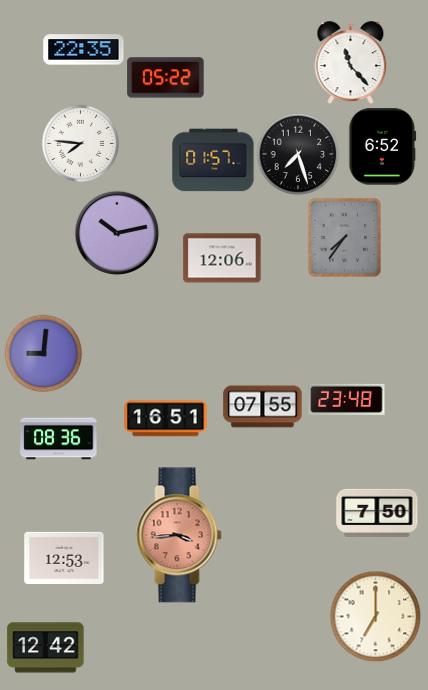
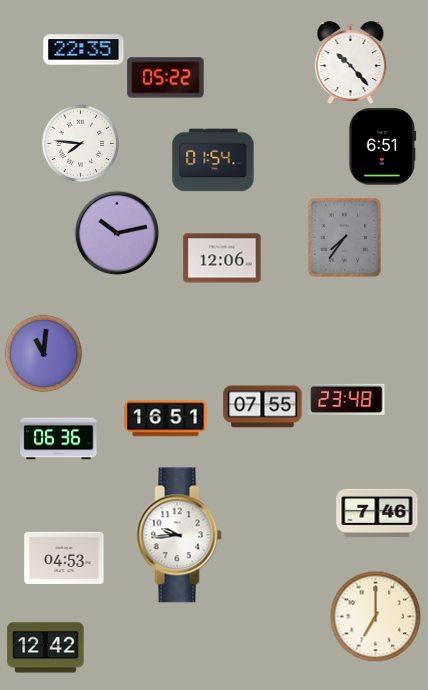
clock at (351, 63): 11:23 -> 10:23
clock at (383, 147): 6:52 -> 6:51
clock at (298, 154): 7:27 -> none
clock at (213, 160): 01:57 -> 01:54
clock at (43, 353): 9:01 -> 11:01
clock at (59, 439): 08:36 -> 06:36
clock at (377, 513): 7:50 -> 7:46
clock at (179, 535): 3:44 -> 9:44
clock at (179, 535) dial: salmon -> white
clock at (64, 558): 12:53 -> 04:53
